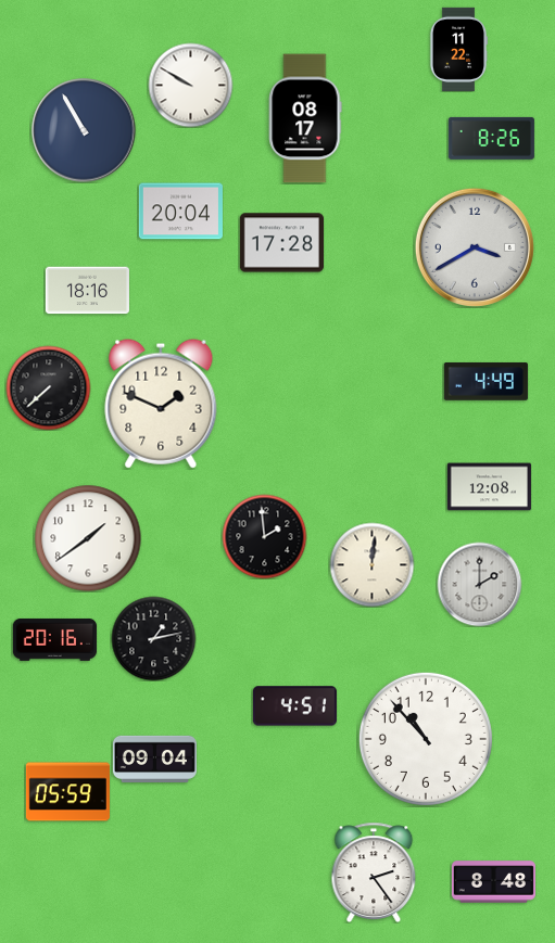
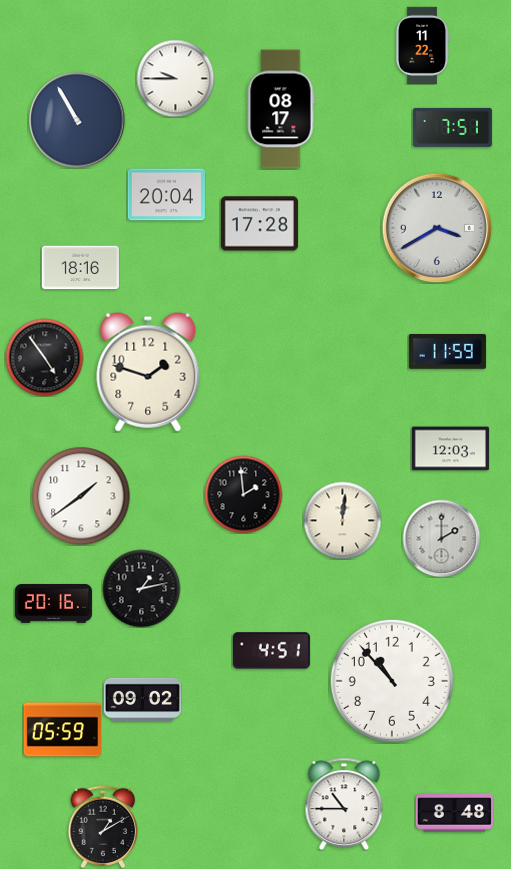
clock at (190, 85): 9:50 -> 9:45
clock at (491, 138): 8:26 -> 7:51
clock at (485, 381): 4:49 -> 11:59
clock at (48, 387): 7:38 -> 4:54
clock at (161, 404): 1:49 -> 1:48
clock at (489, 487): 12:08 -> 12:03
clock at (54, 639) position: (54, 639) -> (53, 603)
clock at (154, 759): 09:04 -> 09:02
clock at (374, 872): 2:24 -> 10:45
clock at (103, 826): none -> 1:10
